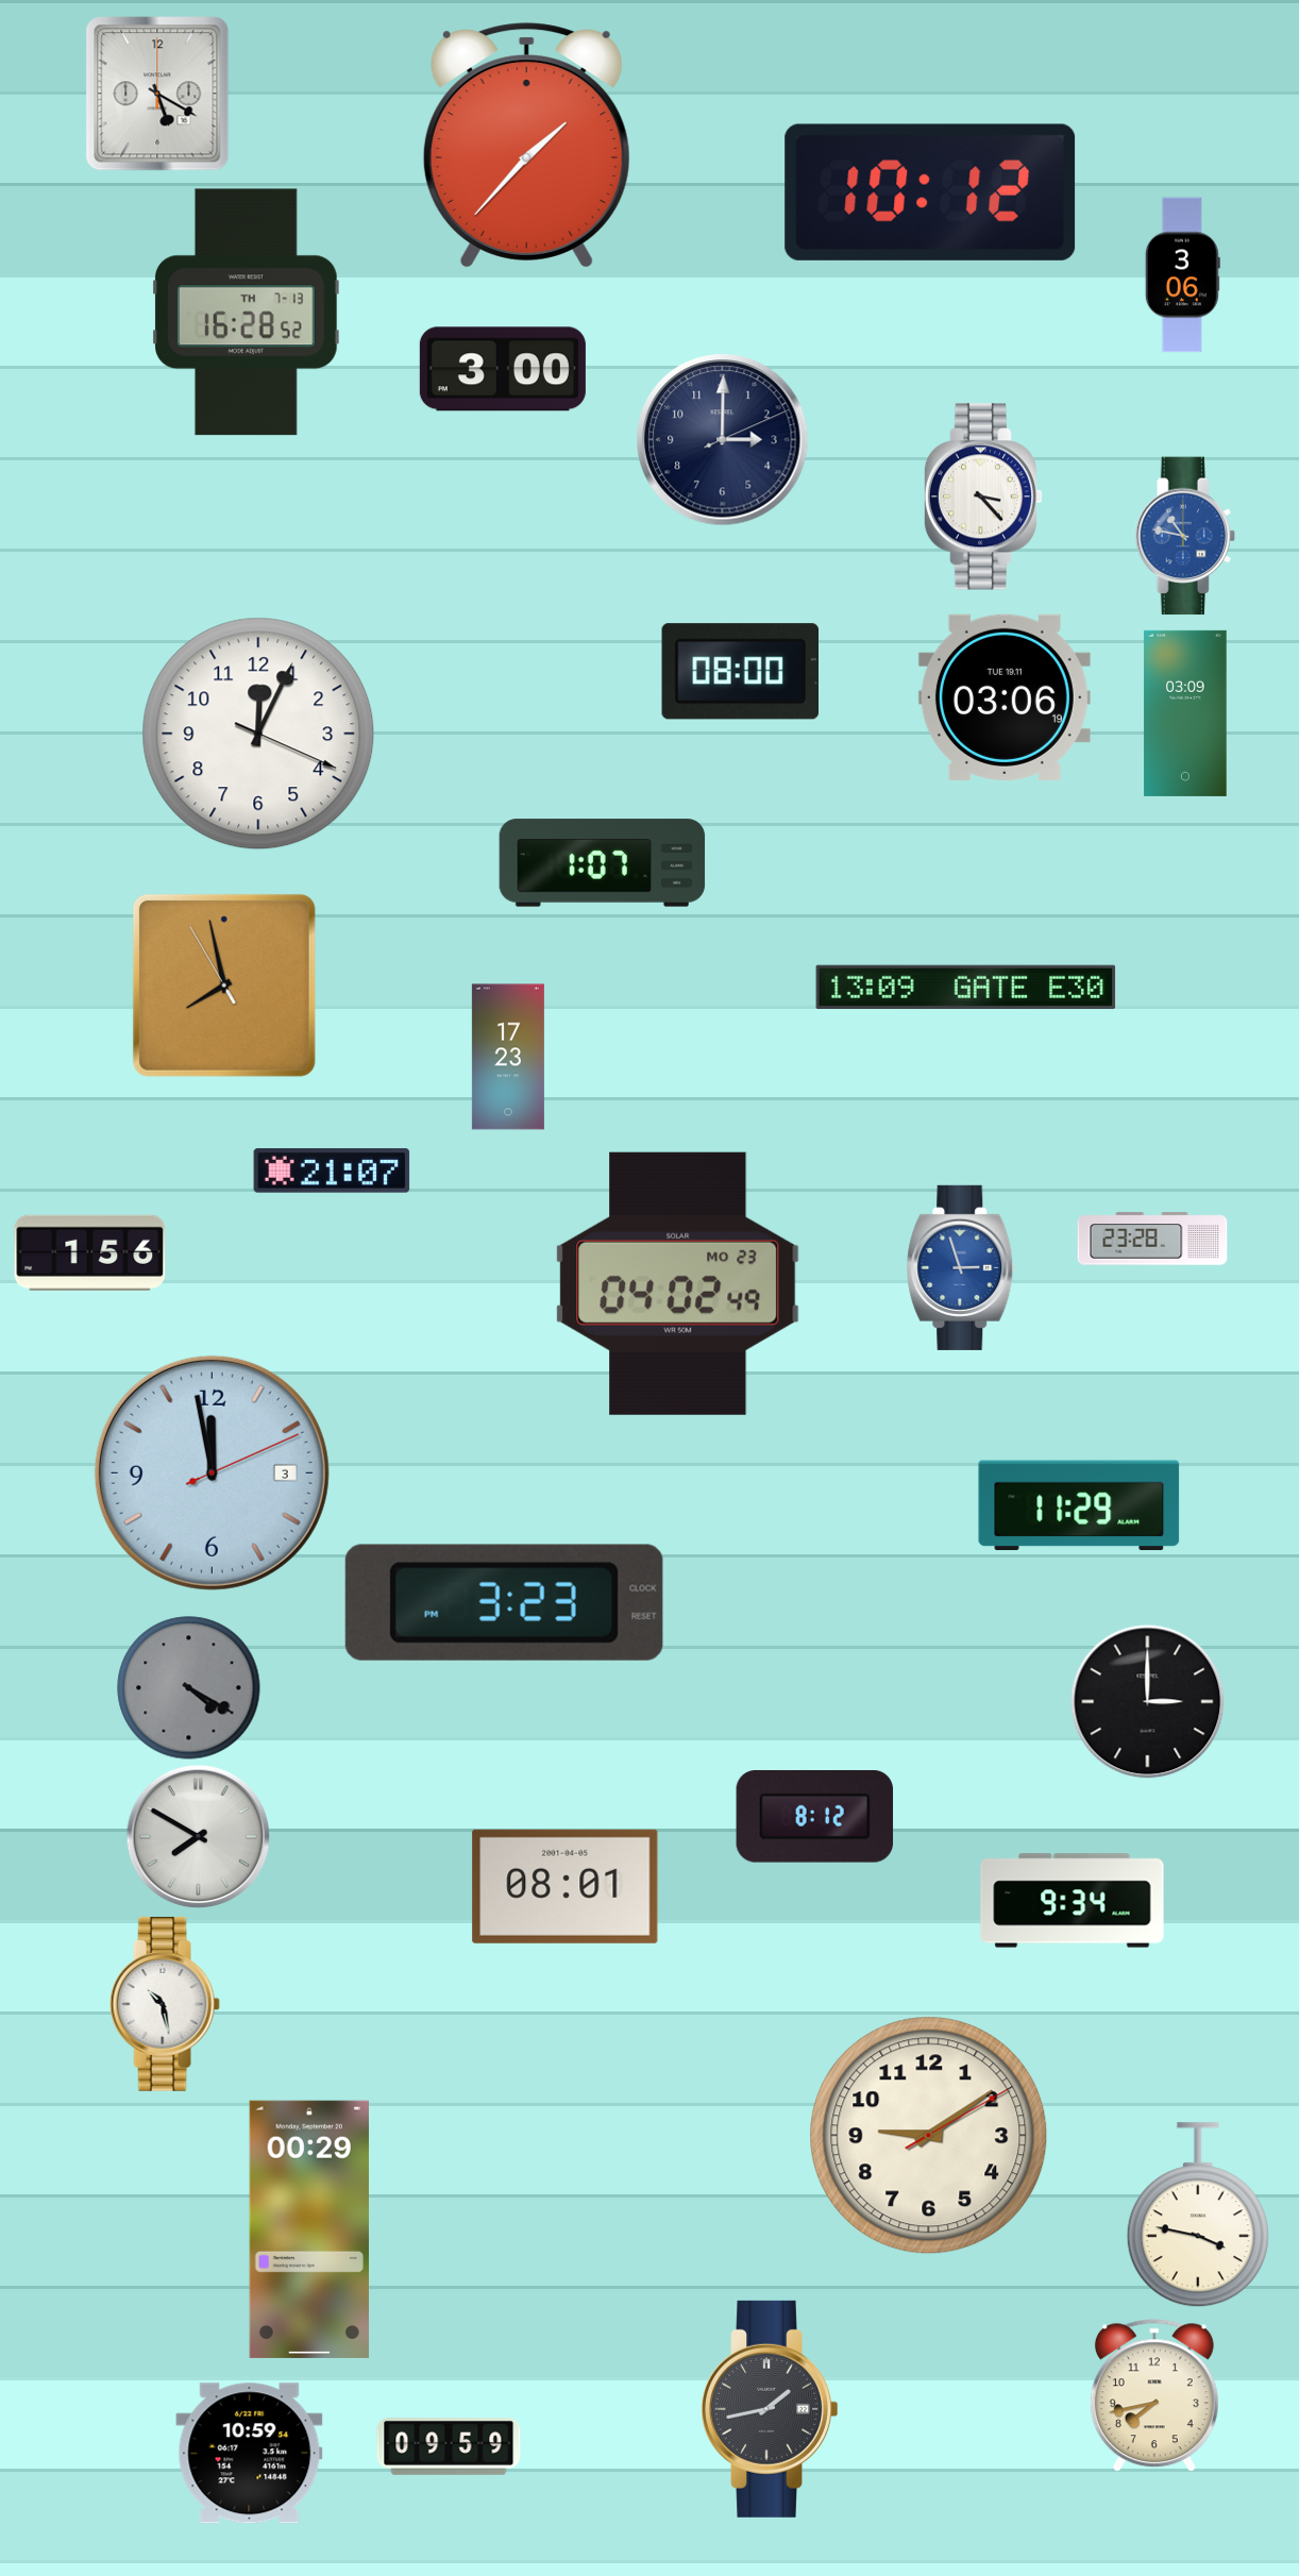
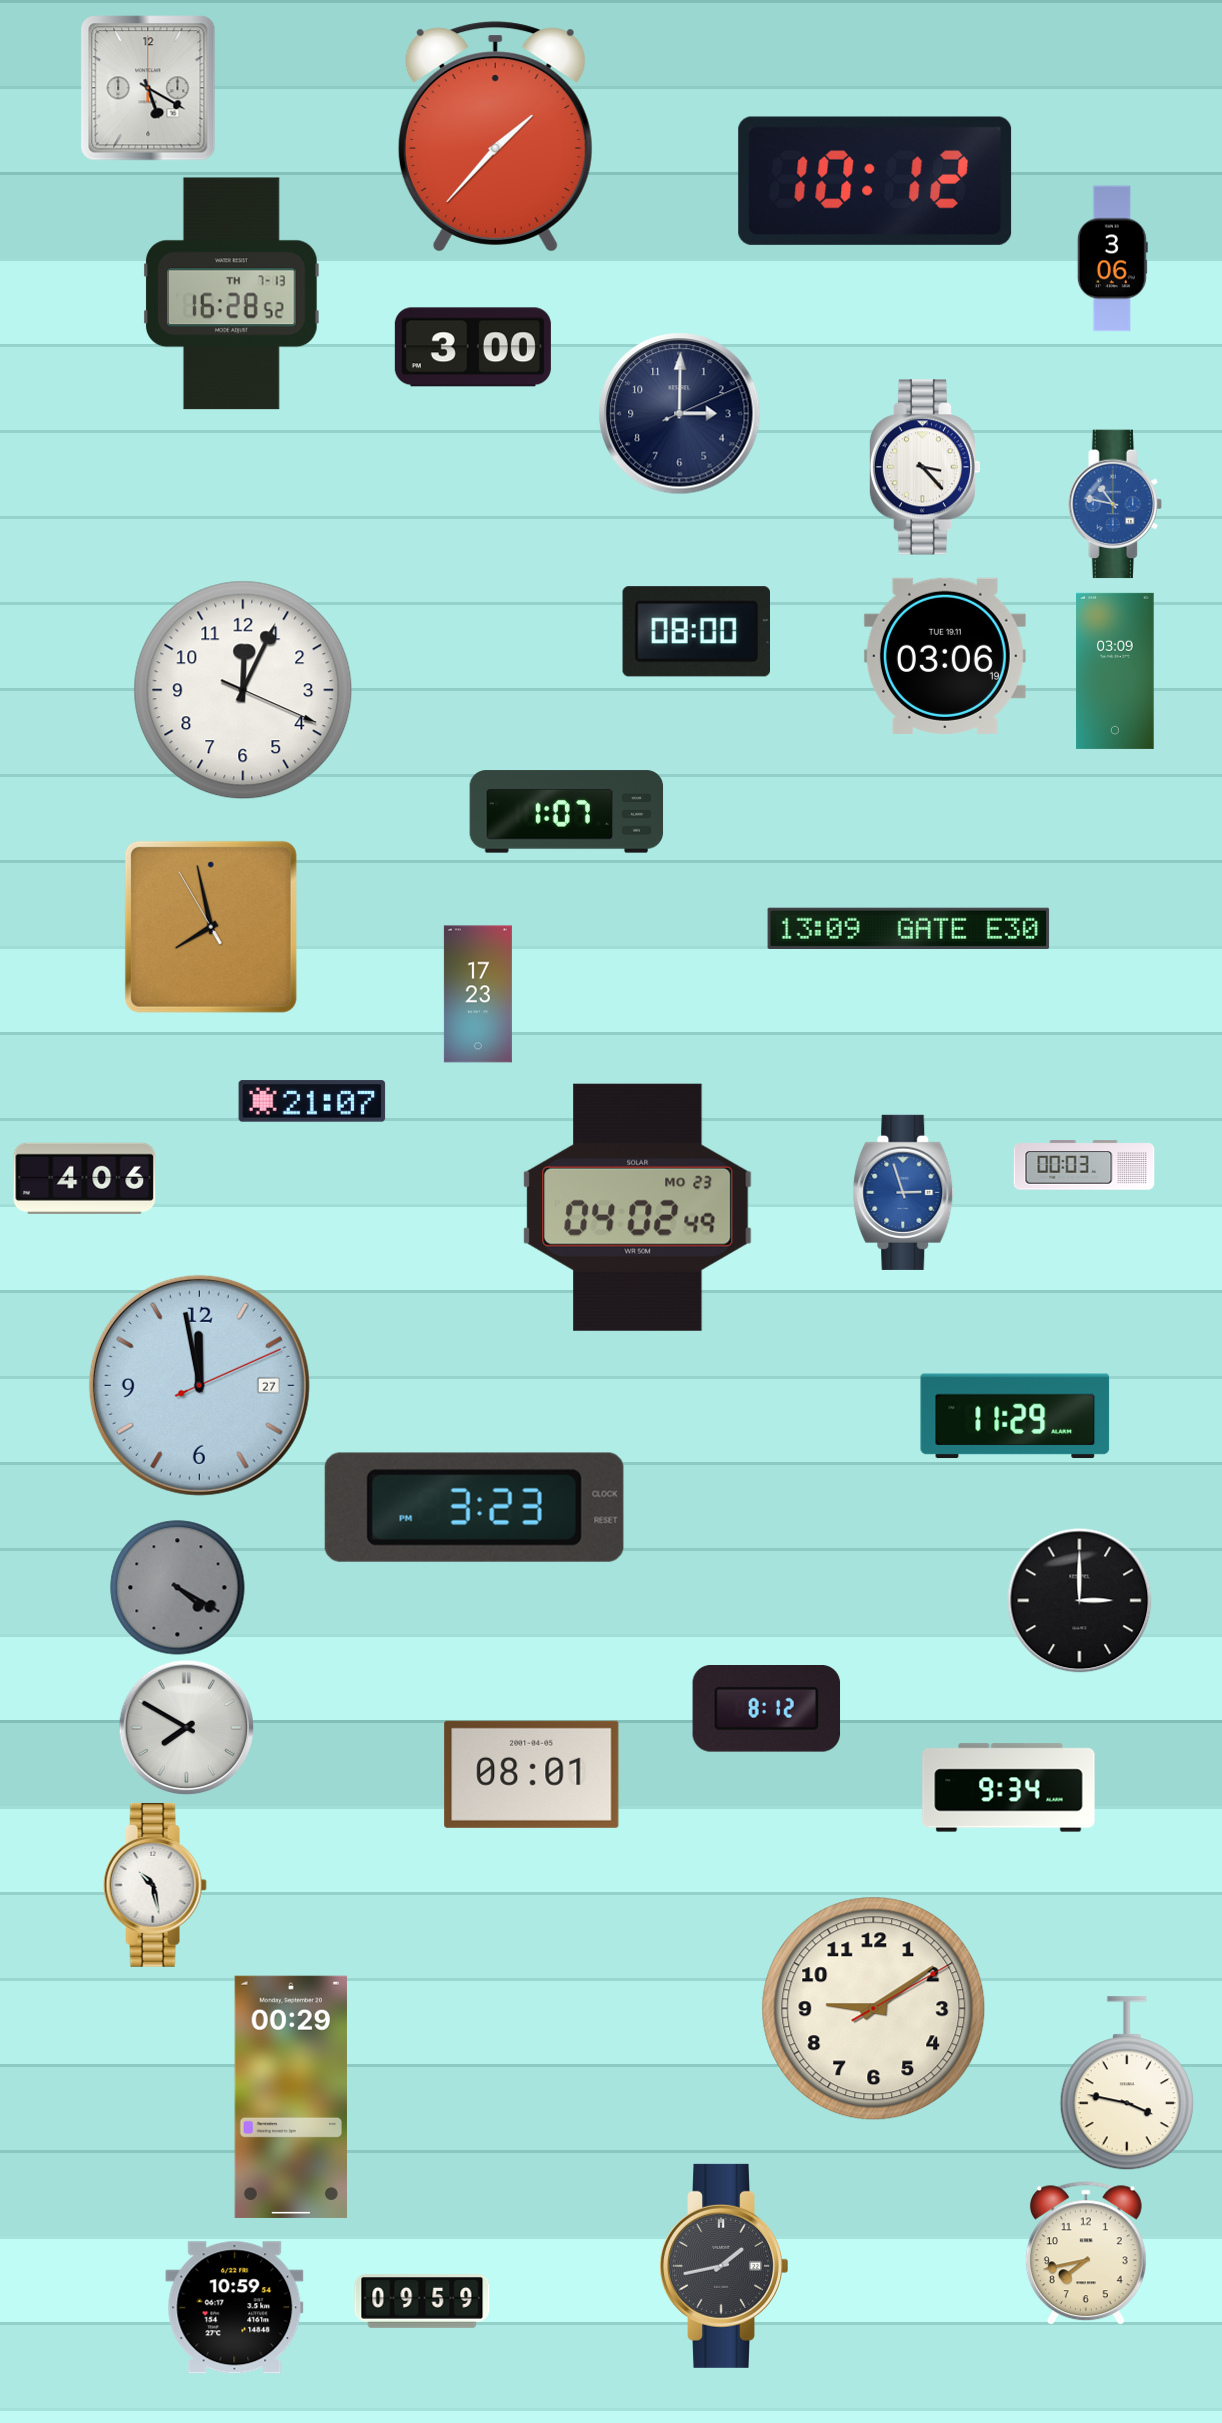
clock at (1152, 1239): 23:28 -> 00:03
clock at (90, 1252): 1:56 -> 4:06
clock at (212, 1472) date: 3 -> 27
